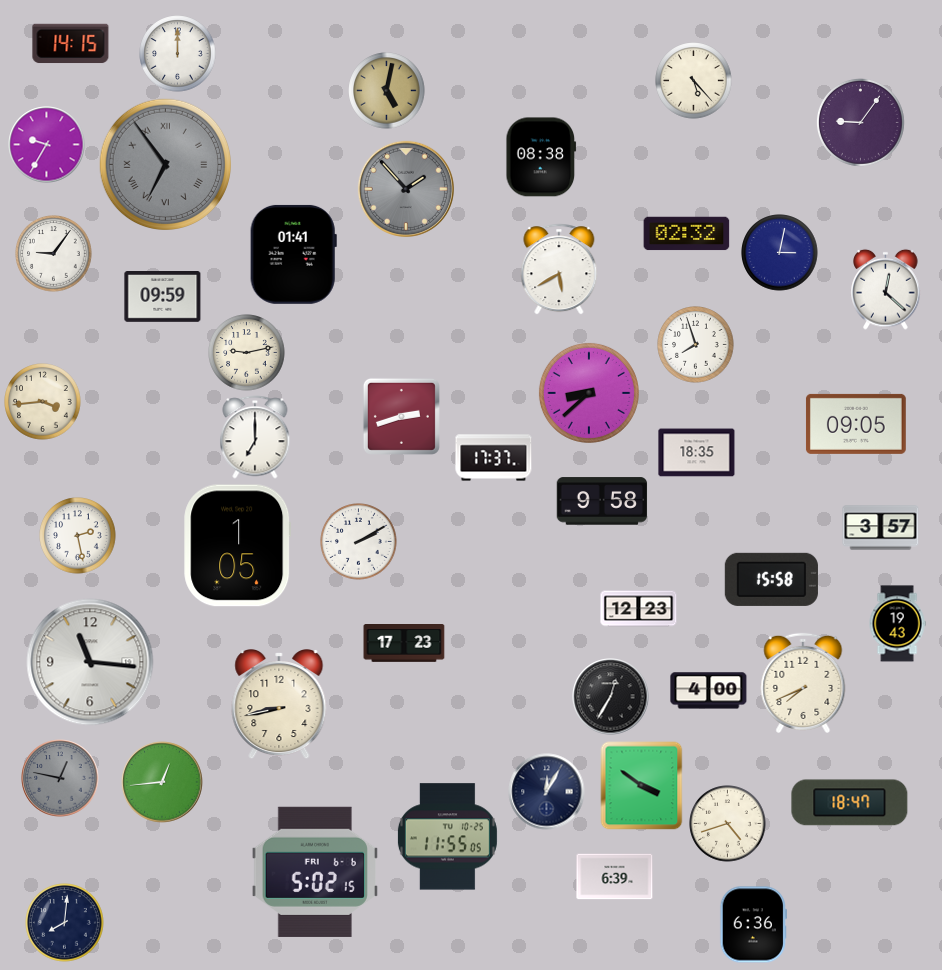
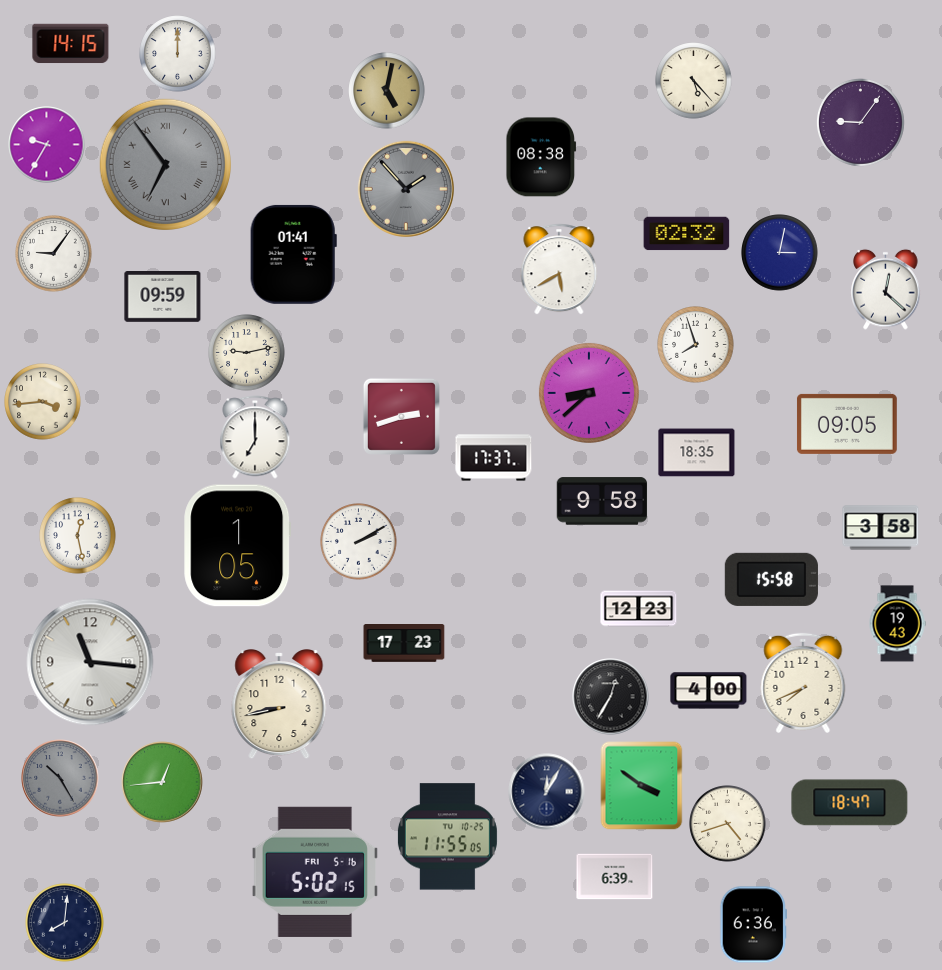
clock at (856, 424) position: (856, 424) -> (847, 424)
clock at (881, 528): 3:57 -> 3:58
clock at (78, 536): 2:28 -> 12:28
clock at (60, 778): 12:47 -> 10:25
clock at (314, 872) date: FRI 6-6 -> FRI 5-16
